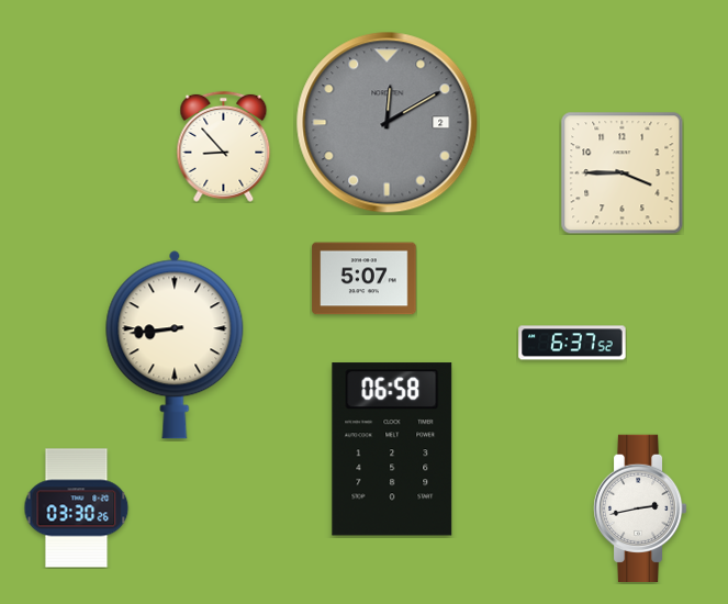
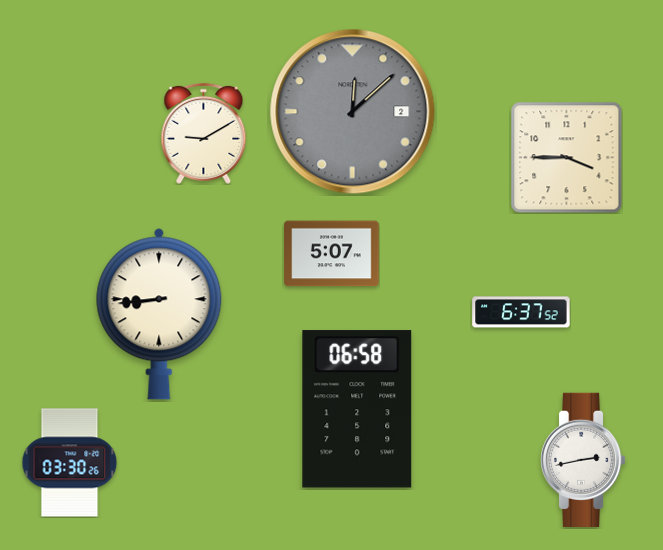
clock at (388, 123): 12:10 -> 12:08
clock at (224, 146): 8:53 -> 9:10
clock at (640, 507) position: (640, 507) -> (583, 459)
